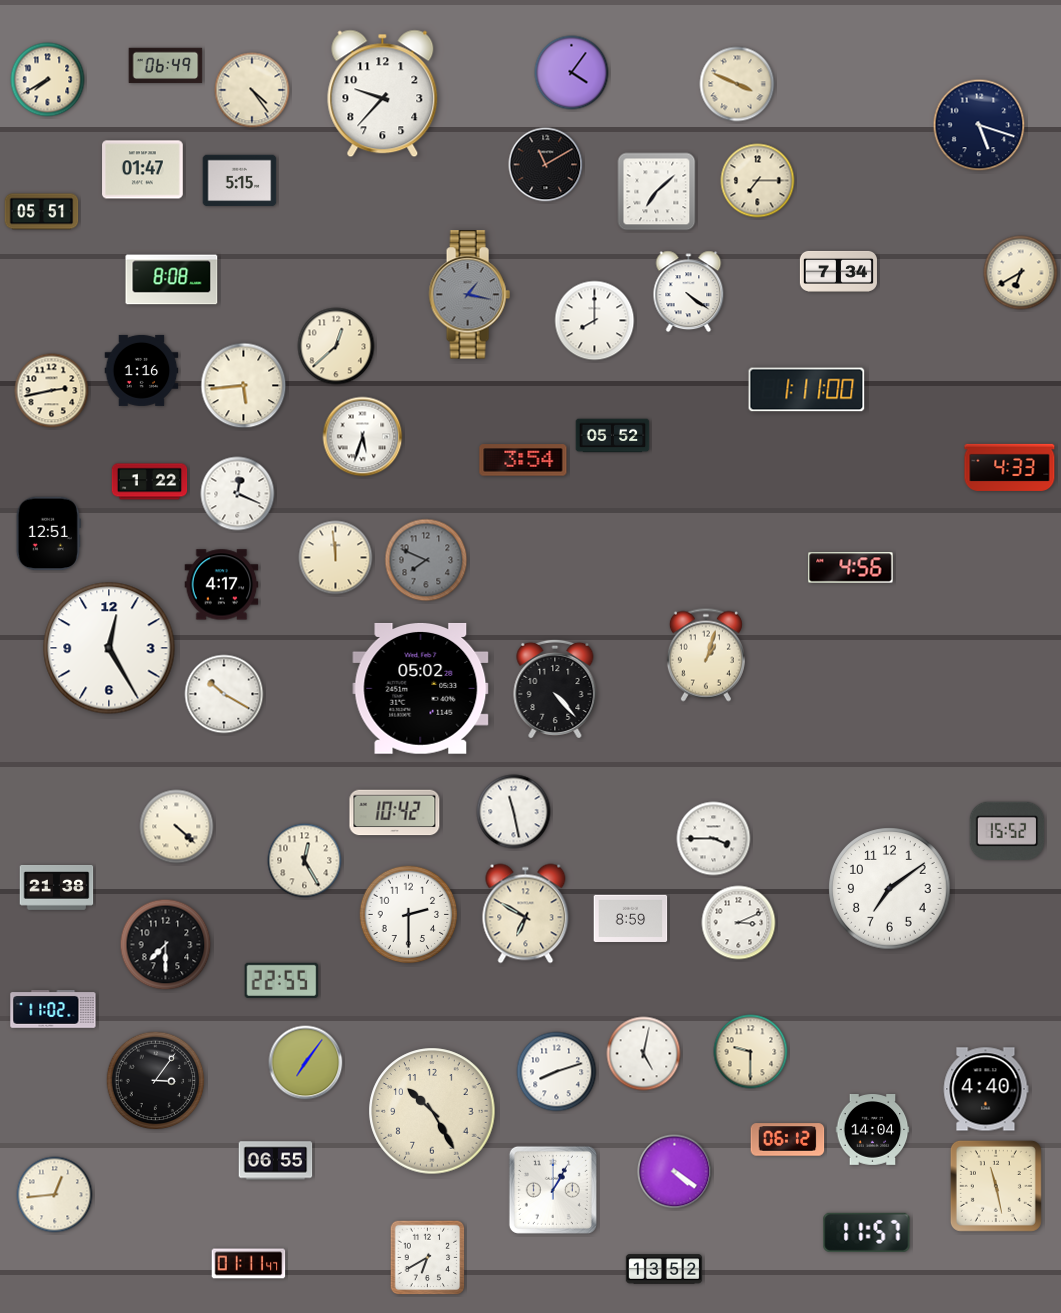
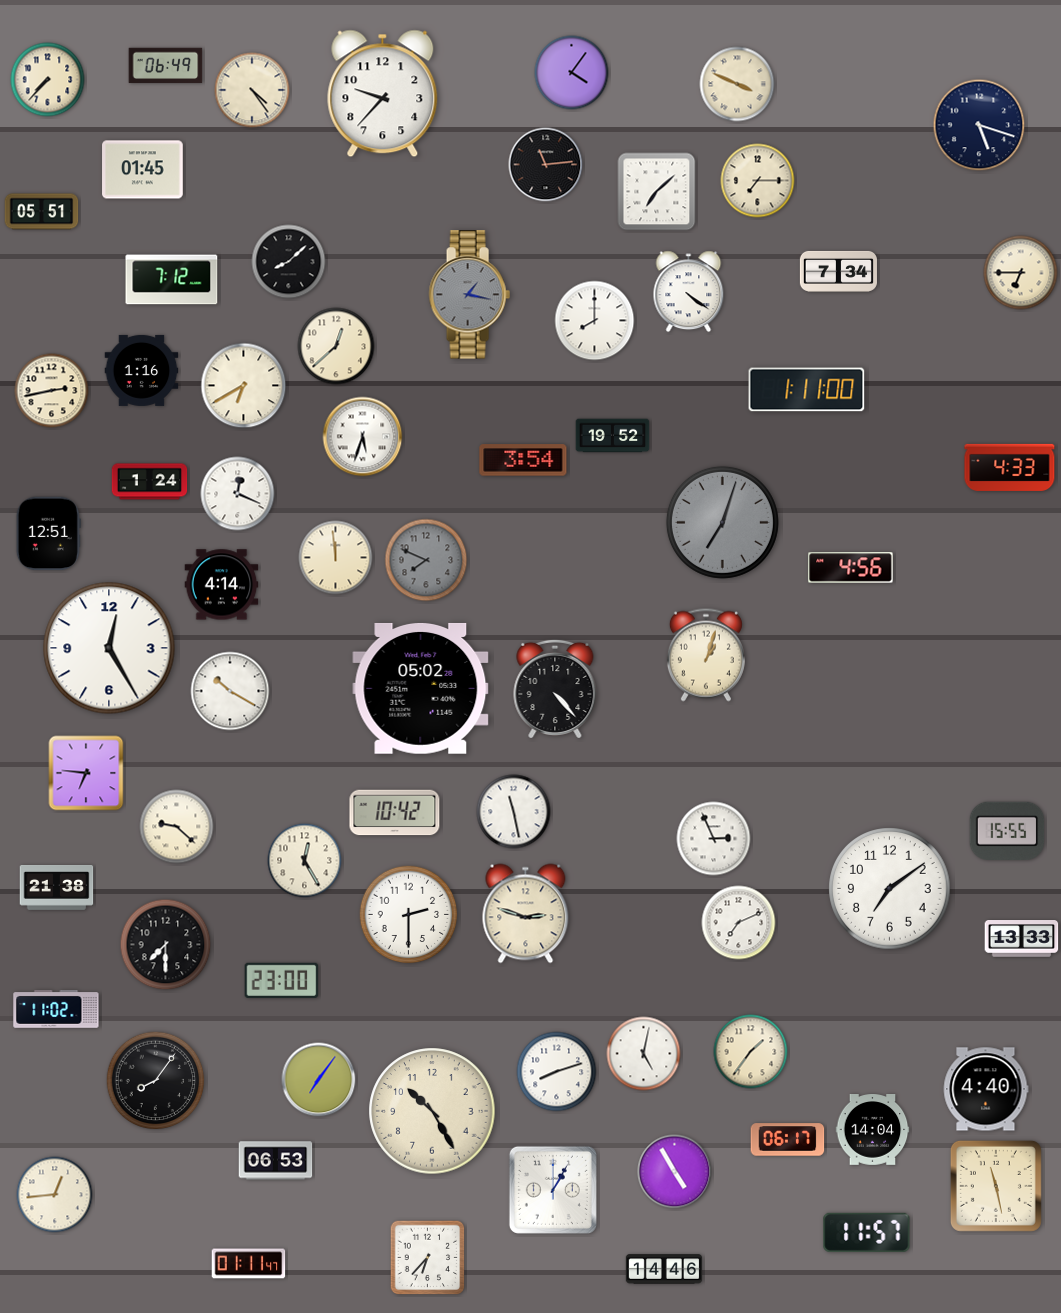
clock at (48, 80): 7:40 -> 7:37
clock at (546, 165): 11:10 -> 11:14
clock at (143, 170): 01:47 -> 01:45
clock at (240, 181): 5:15 -> none
clock at (289, 262): none -> 8:08
clock at (1021, 273): 6:40 -> 6:45
clock at (172, 280): 8:08 -> 7:12
clock at (244, 386): 5:44 -> 6:40
clock at (613, 436): 05:52 -> 19:52
clock at (150, 482): 1:22 -> 1:24
clock at (722, 522): none -> 7:03
clock at (222, 585): 4:17 -> 4:14
clock at (224, 694) position: (224, 694) -> (230, 691)
clock at (86, 773): none -> 6:46
clock at (177, 827): 4:22 -> 9:22
clock at (1007, 831): 15:52 -> 15:55
clock at (714, 839): 3:45 -> 2:56
clock at (526, 914): 6:50 -> 2:48
clock at (631, 919): 8:59 -> none
clock at (739, 923): 3:11 -> 7:11
clock at (1022, 939): none -> 13:33
clock at (282, 980): 22:55 -> 23:00
clock at (53, 1010) position: (53, 1010) -> (56, 1010)
clock at (751, 1052): 9:30 -> 1:36
clock at (306, 1063) position: (306, 1063) -> (319, 1080)
clock at (156, 1081): 3:06 -> 8:06
clock at (788, 1140): 06:12 -> 06:17
clock at (276, 1161): 06:55 -> 06:53
clock at (675, 1172): 4:21 -> 4:55
clock at (428, 1258): 6:40 -> 6:37
clock at (664, 1269): 13:52 -> 14:46
